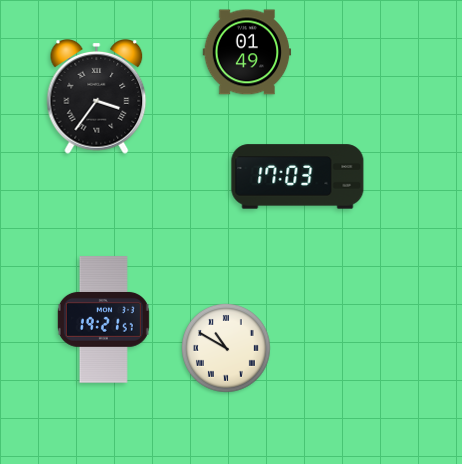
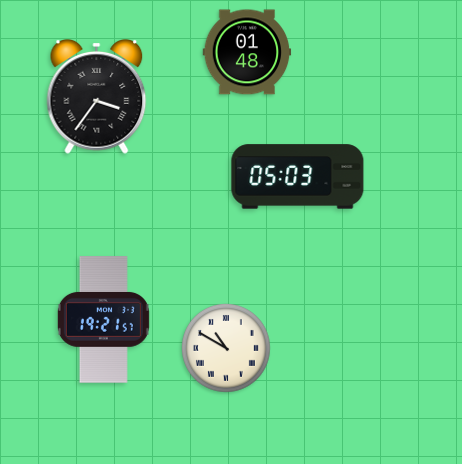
clock at (247, 52): 01:49 -> 01:48
clock at (298, 177): 17:03 -> 05:03
